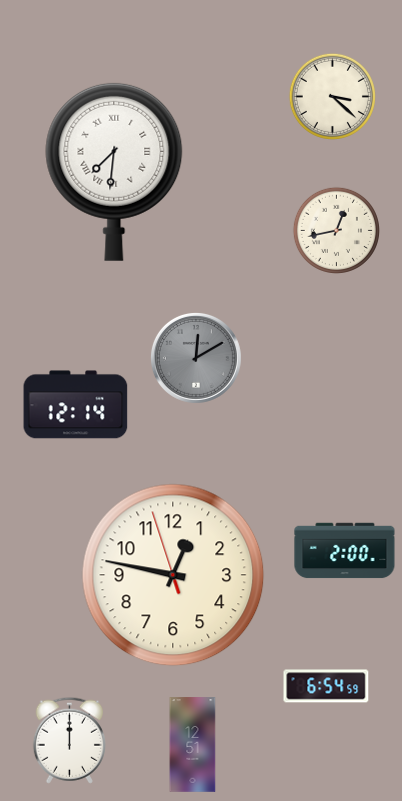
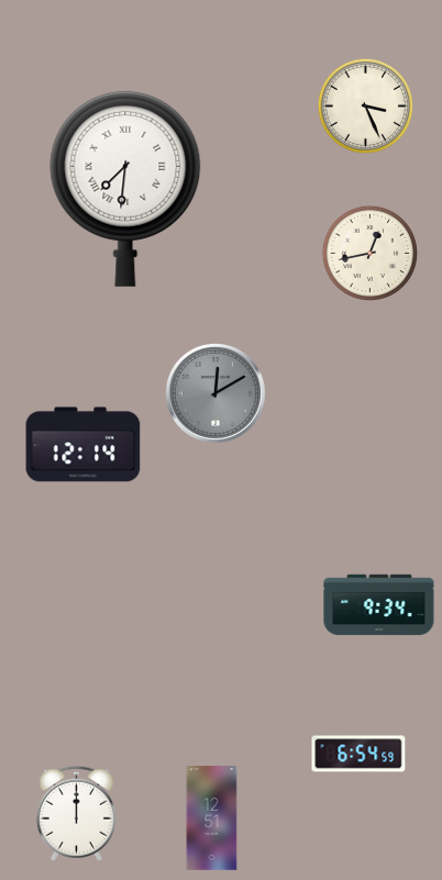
clock at (332, 96): 3:22 -> 3:26
clock at (345, 551): 2:00 -> 9:34
clock at (173, 575): 12:46 -> none
